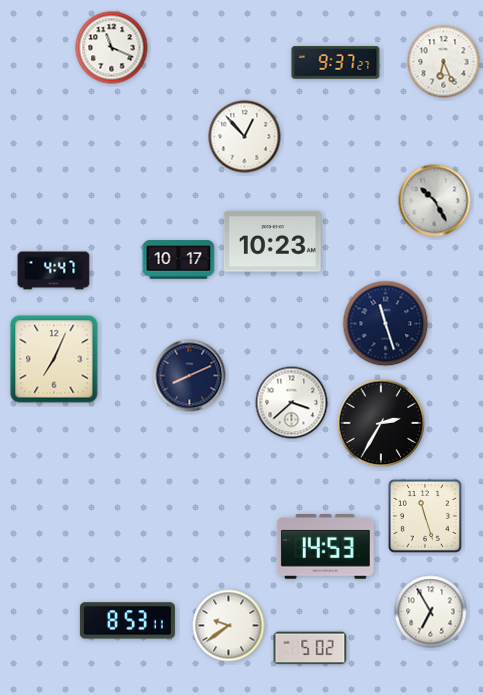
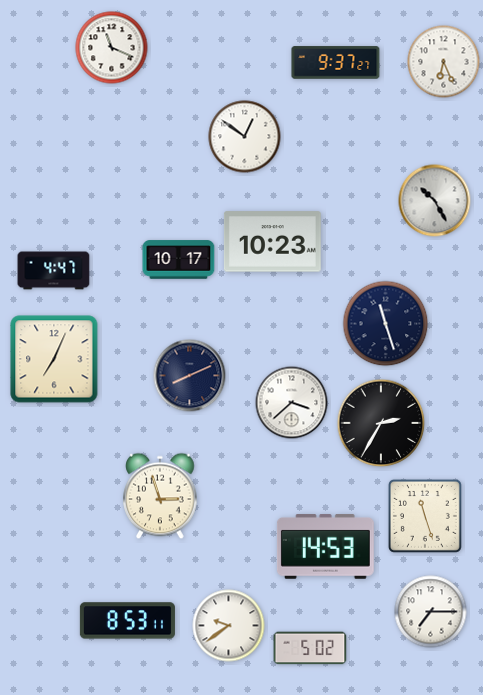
clock at (245, 137): 12:53 -> 12:51
clock at (160, 496): none -> 2:57
clock at (431, 612): 6:55 -> 7:15
